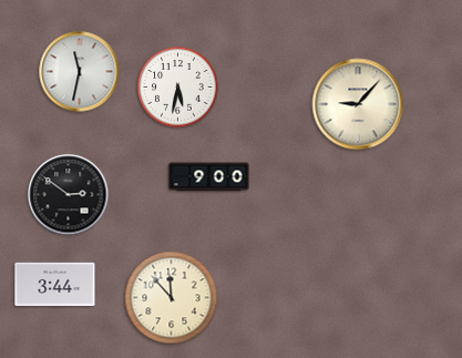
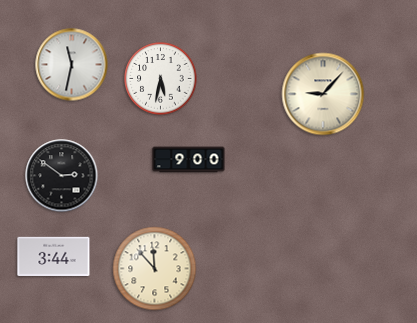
clock at (55, 284) position: (55, 284) -> (54, 256)
